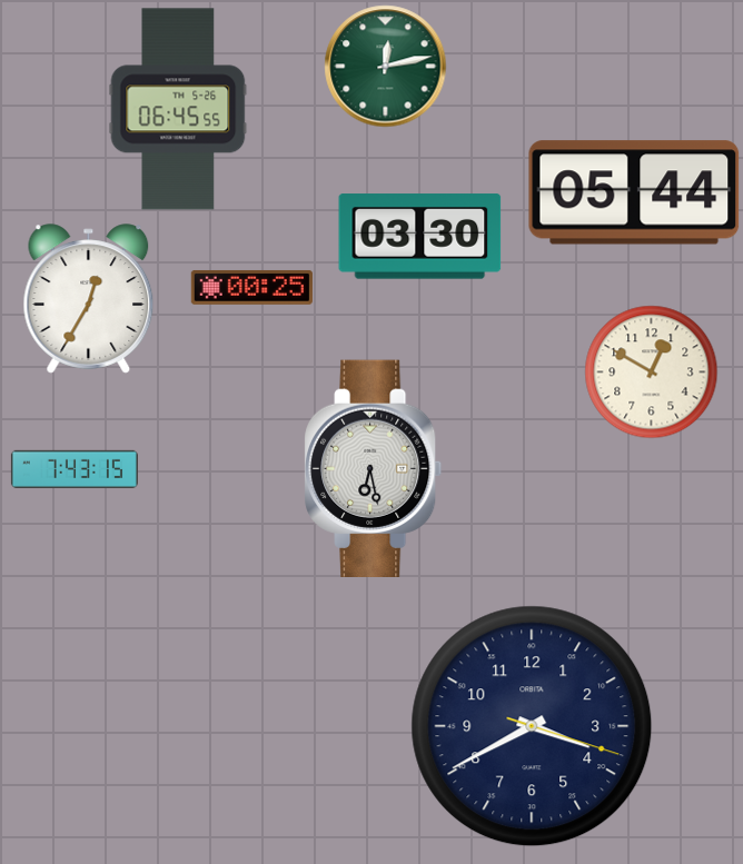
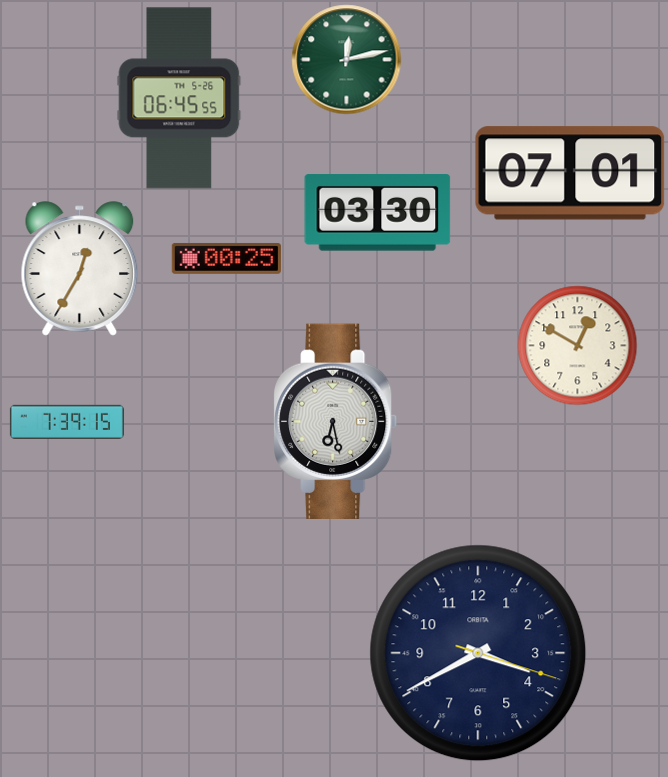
clock at (178, 109) position: (178, 109) -> (179, 98)
clock at (634, 192): 05:44 -> 07:01
clock at (652, 373) position: (652, 373) -> (578, 346)
clock at (75, 469): 7:43 -> 7:39
